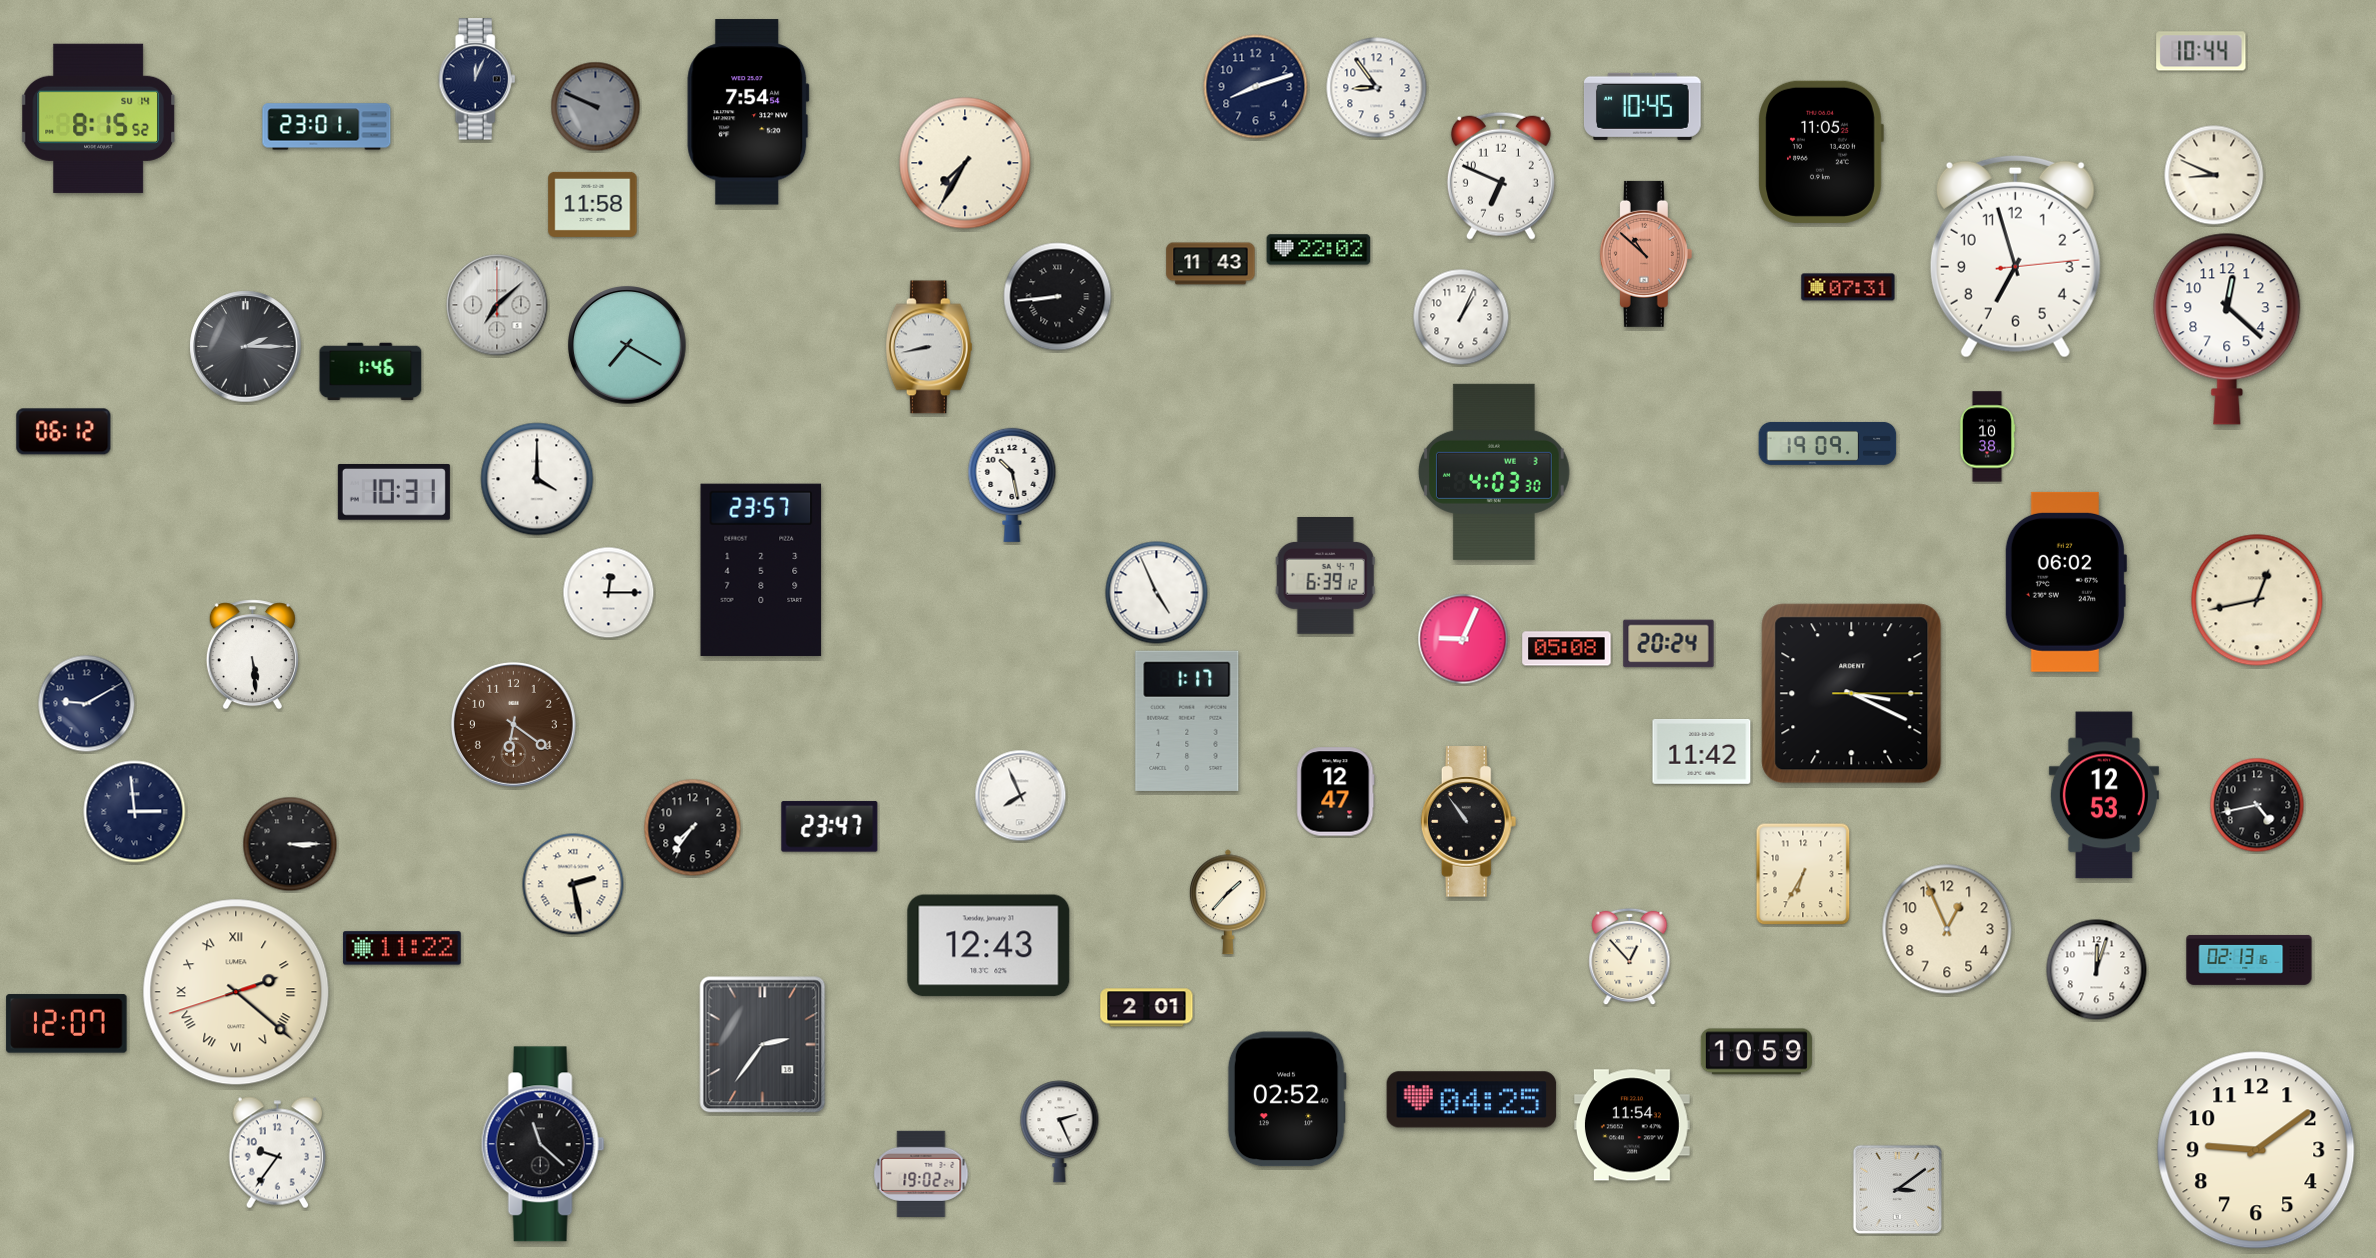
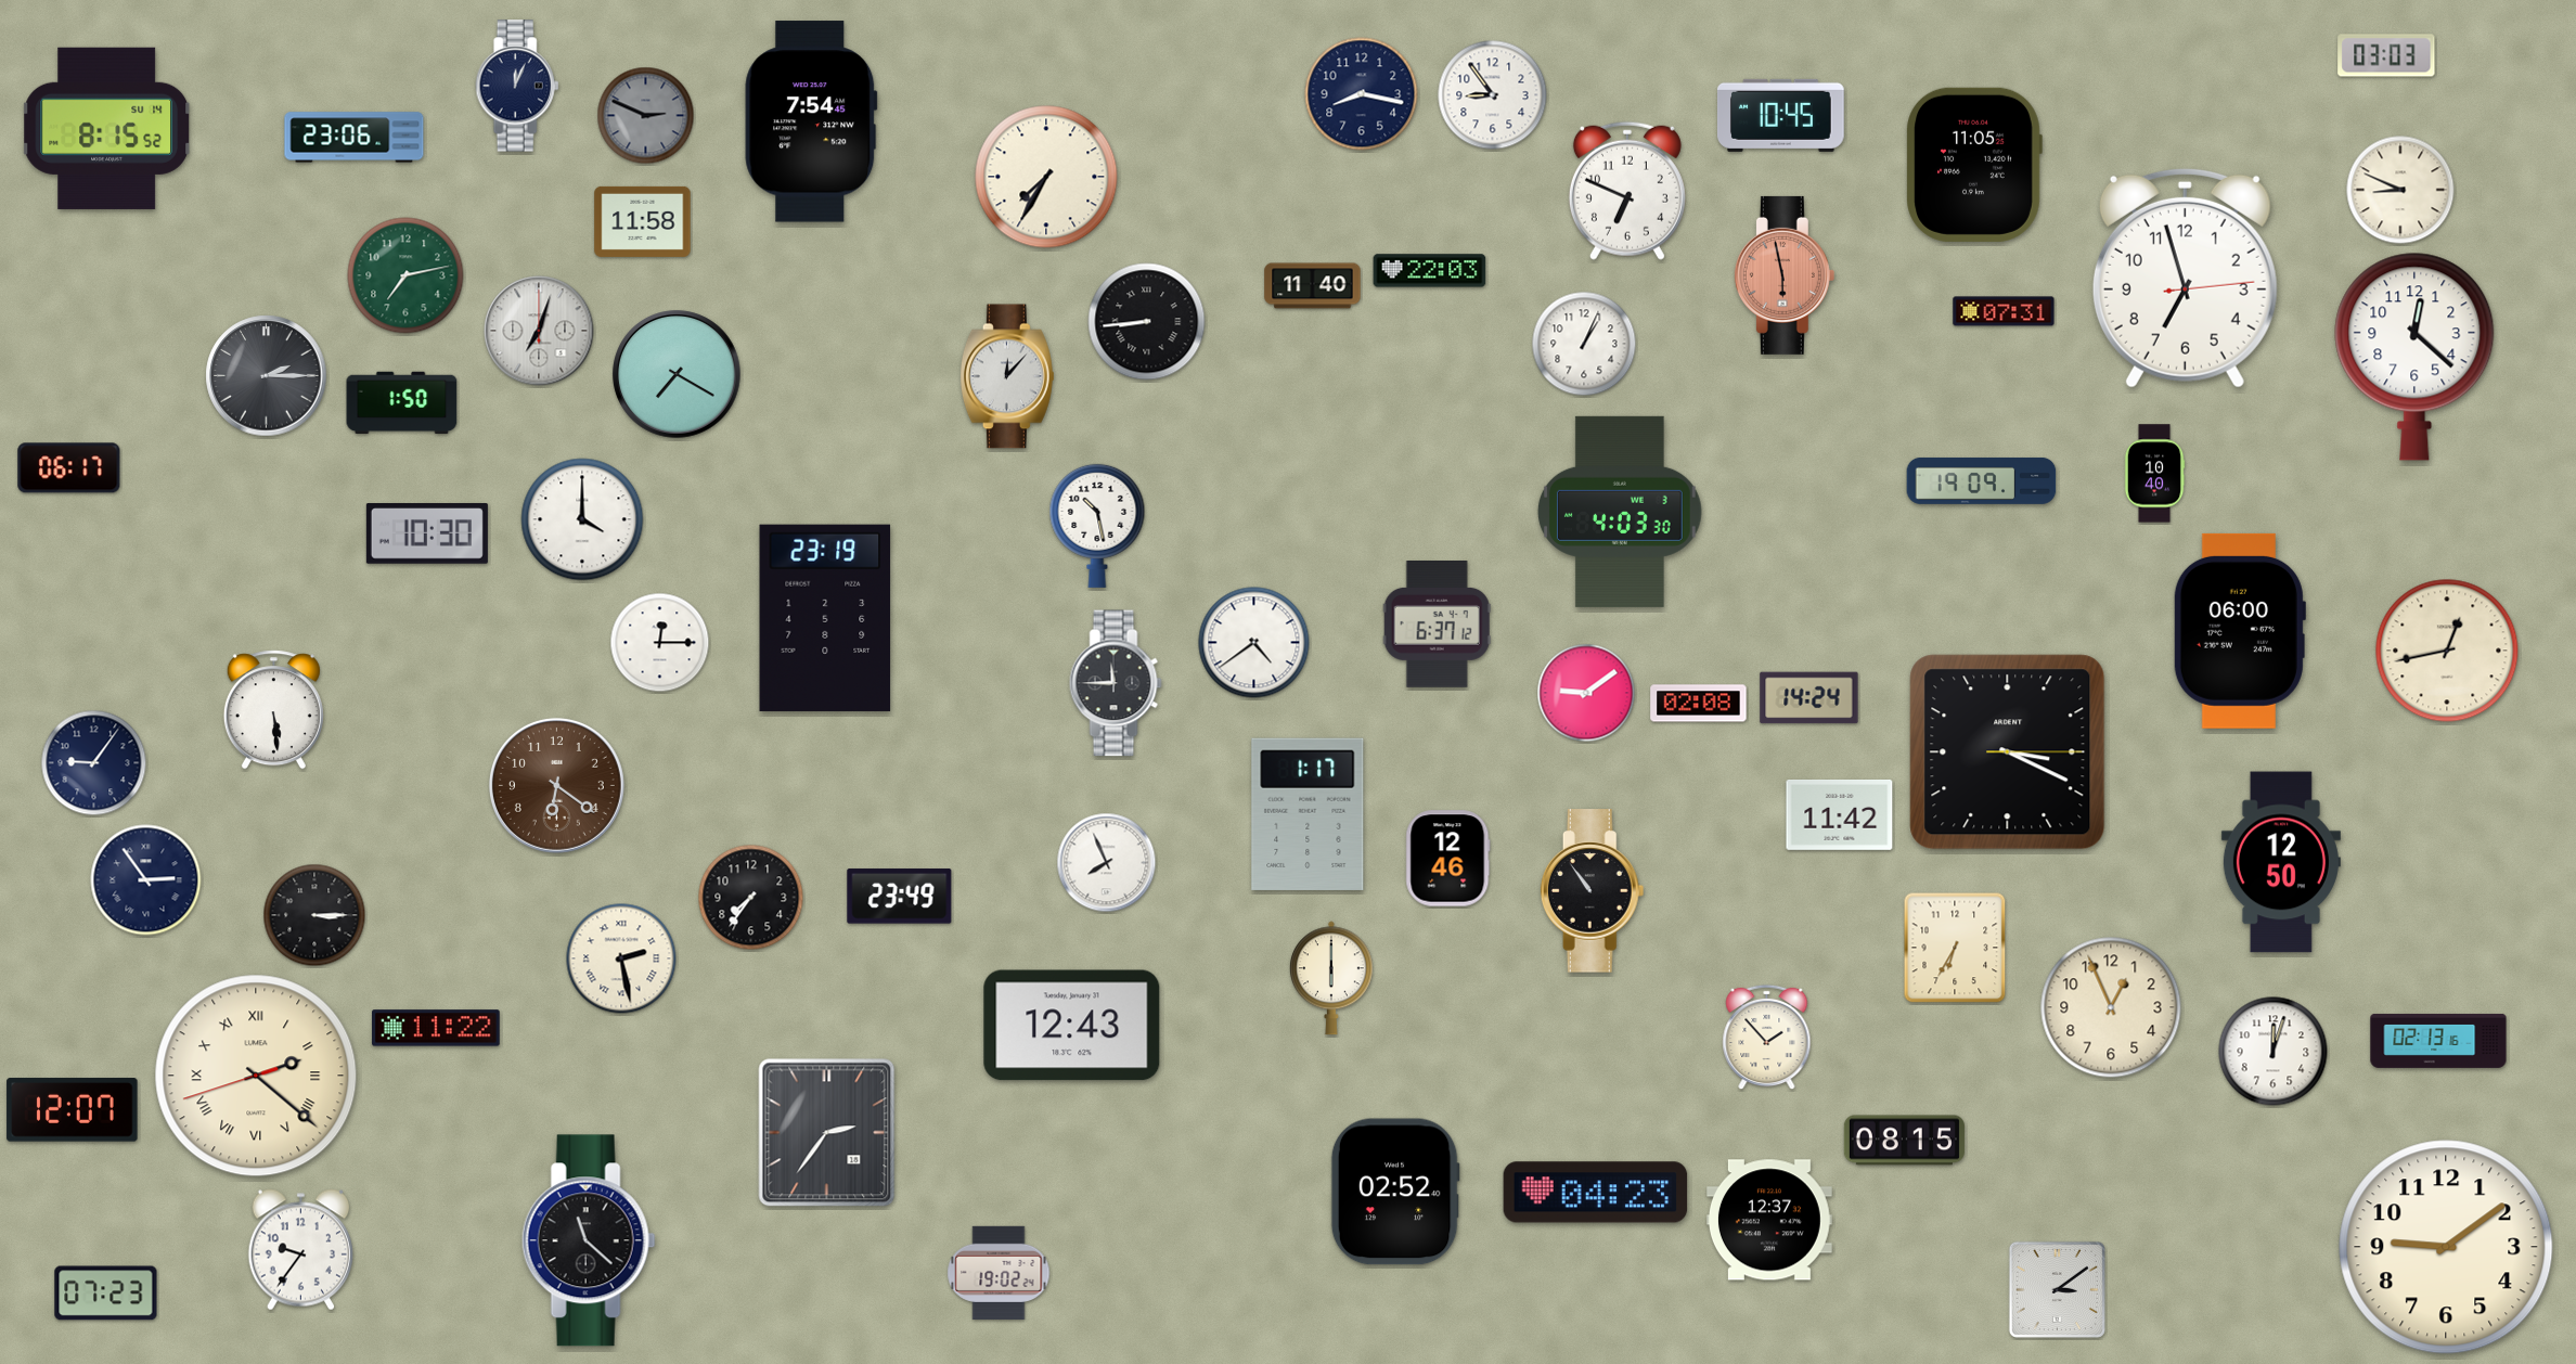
clock at (2201, 51): 10:44 -> 03:03
clock at (1256, 87): 8:12 -> 8:17
clock at (596, 107): 9:49 -> 2:49
clock at (748, 112): 7:54:54 -> 7:54:45
clock at (327, 127): 23:01 -> 23:06
clock at (1319, 250): 22:02 -> 22:03
clock at (405, 275): none -> 7:13
clock at (1646, 254): 10:52 -> 5:58
clock at (1211, 264): 11:43 -> 11:40
clock at (497, 305): 7:08 -> 7:03
clock at (627, 345) position: (627, 345) -> (677, 374)
clock at (929, 347): 8:43 -> 12:07
clock at (371, 372): 1:46 -> 1:50
clock at (64, 432): 06:12 -> 06:17
clock at (1987, 437): 10:38 -> 10:40
clock at (394, 493): 10:31 -> 10:30
clock at (761, 570): 23:57 -> 23:19
clock at (1325, 576): 6:39 -> 6:37
clock at (2065, 582): 06:02 -> 06:00
clock at (1157, 593): 4:56 -> 4:39
clock at (1116, 683): none -> 11:45
clock at (1463, 639): 9:04 -> 9:09
clock at (1669, 644): 20:24 -> 14:24
clock at (1567, 649): 05:08 -> 02:08
clock at (87, 704): 9:10 -> 9:06
clock at (1187, 721) position: (1187, 721) -> (1308, 814)
clock at (1702, 751) position: (1702, 751) -> (1840, 814)
clock at (1336, 792): 12:47 -> 12:46
clock at (2104, 795): 12:53 -> 12:50
clock at (2257, 805): 4:43 -> none
clock at (135, 812): 2:59 -> 2:54
clock at (830, 827): 23:47 -> 23:49
clock at (1229, 902): 1:37 -> 6:00
clock at (1630, 957): 12:53 -> 1:53
clock at (1147, 1008): 2:01 -> none
clock at (1756, 1052): 10:59 -> 08:15
clock at (1472, 1100): 04:25 -> 04:23
clock at (1632, 1125): 11:54 -> 12:37
clock at (1060, 1132): 2:26 -> none
clock at (106, 1294): none -> 07:23
